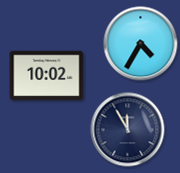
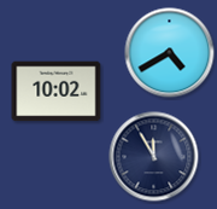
clock at (141, 44): 4:35 -> 4:40
